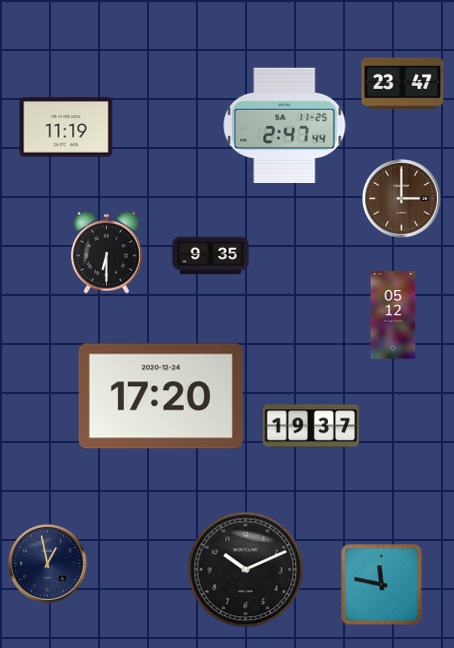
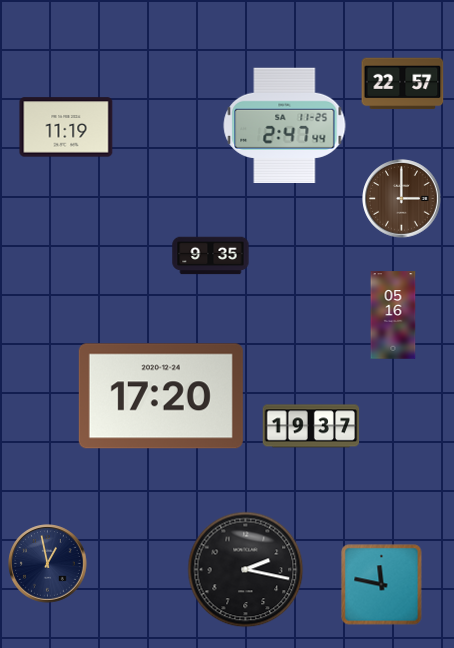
clock at (403, 84): 23:47 -> 22:57
clock at (106, 252): 6:30 -> none
clock at (393, 315): 05:12 -> 05:16
clock at (246, 570): 10:11 -> 2:17
